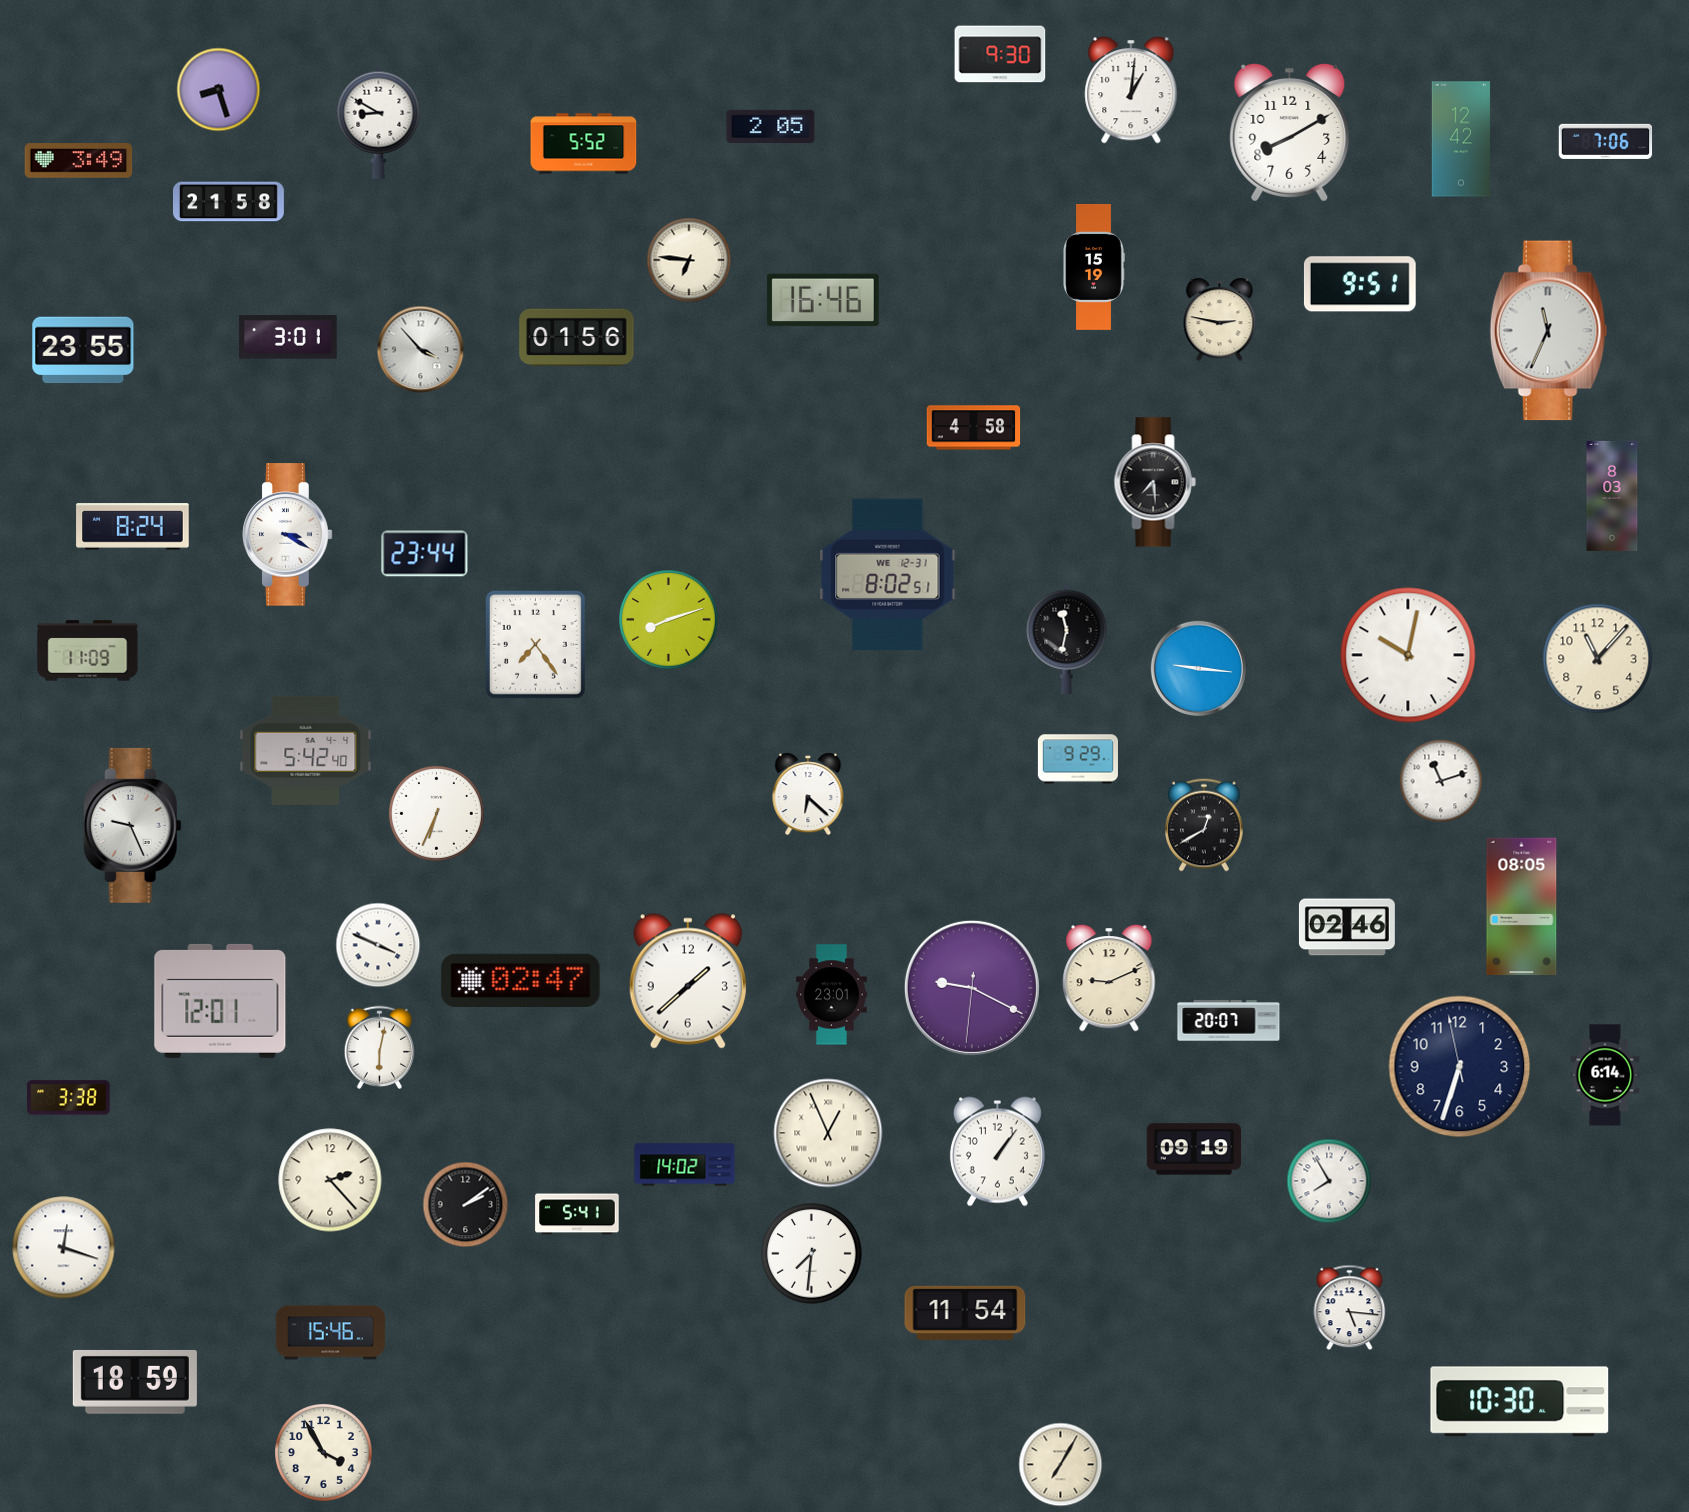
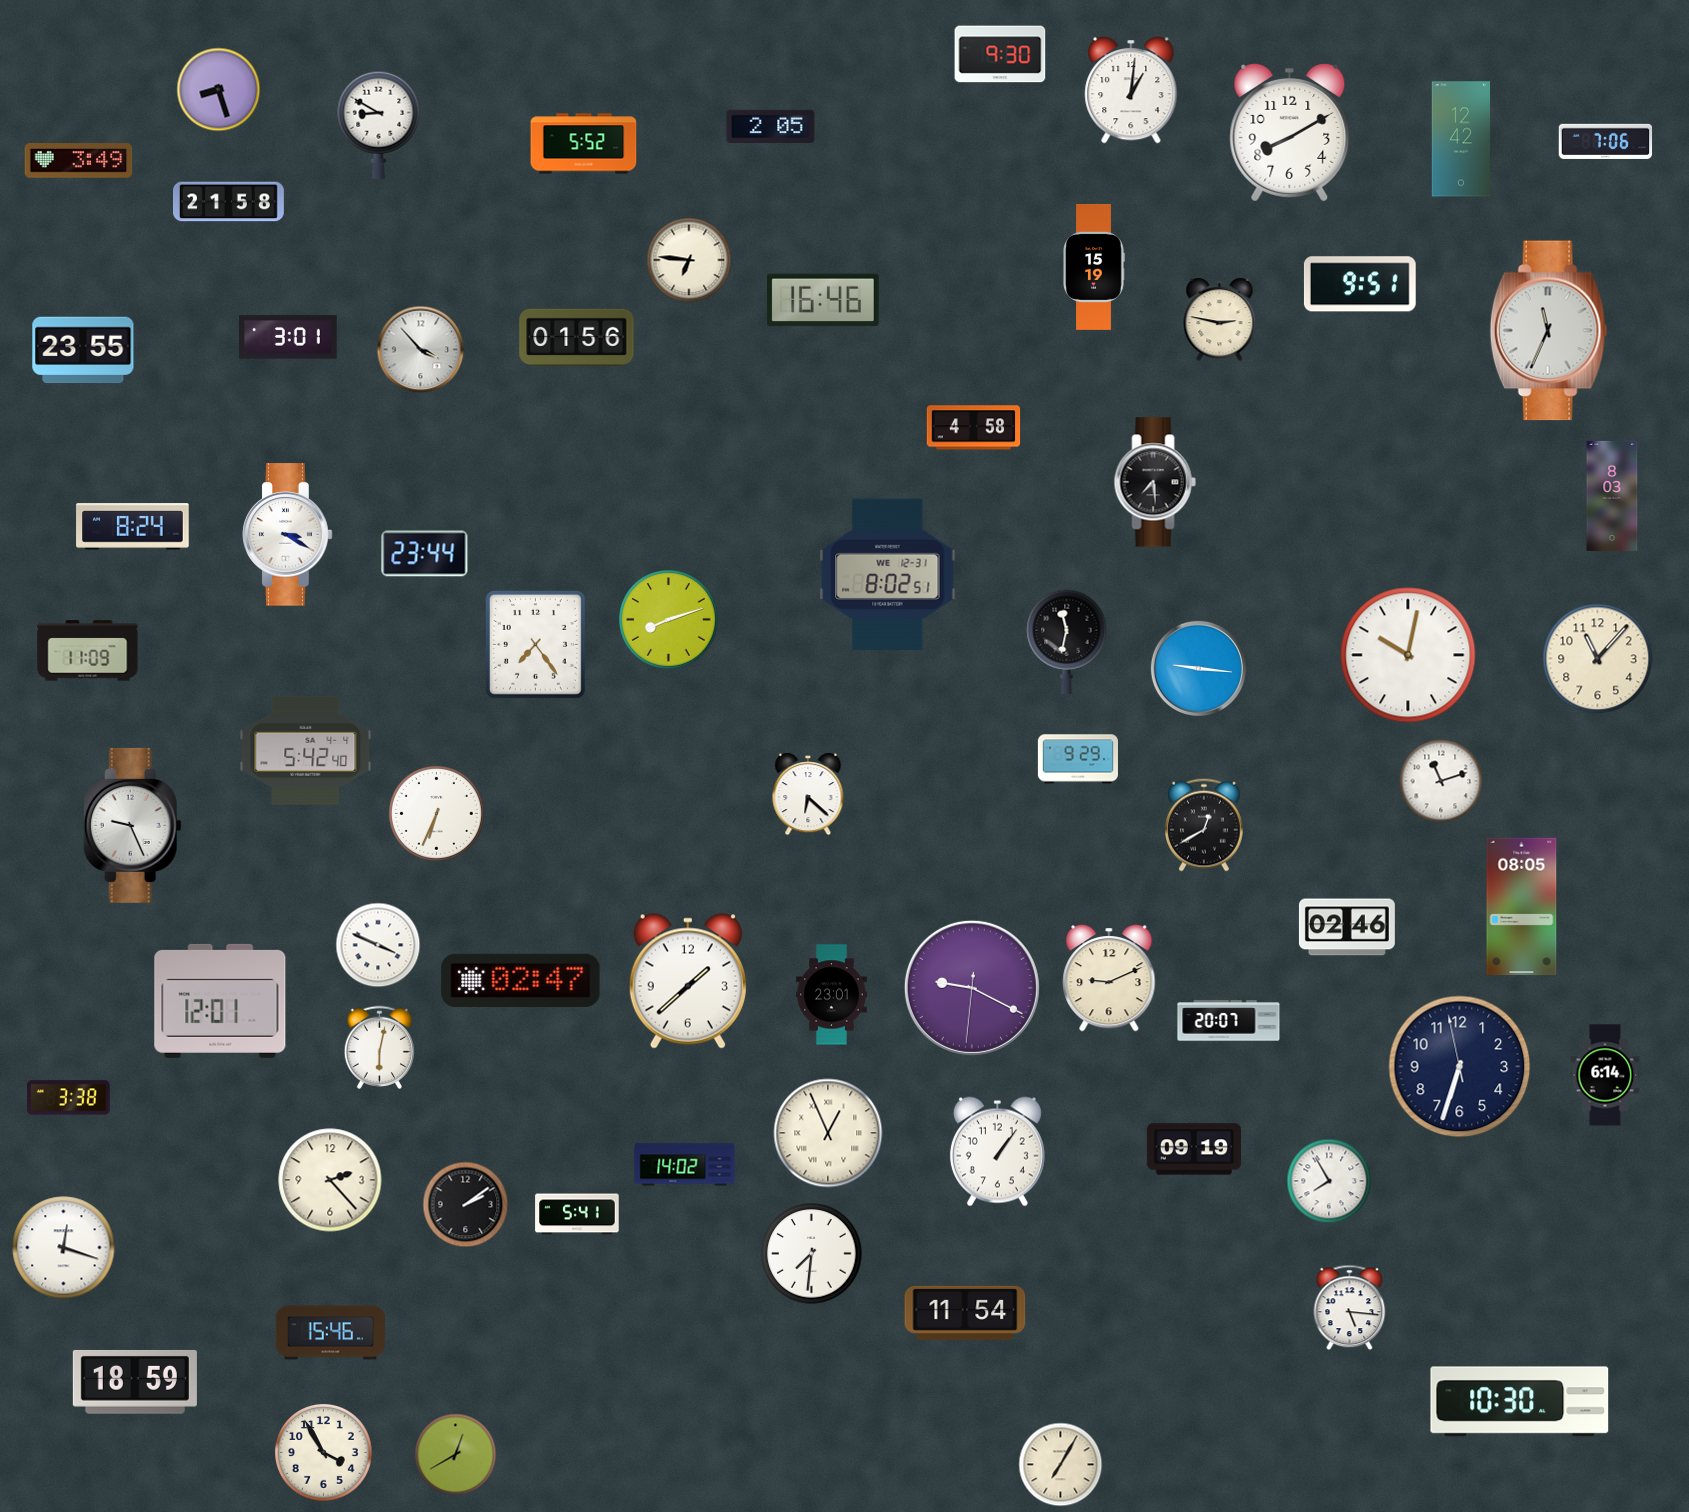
clock at (456, 1455): none -> 12:40
